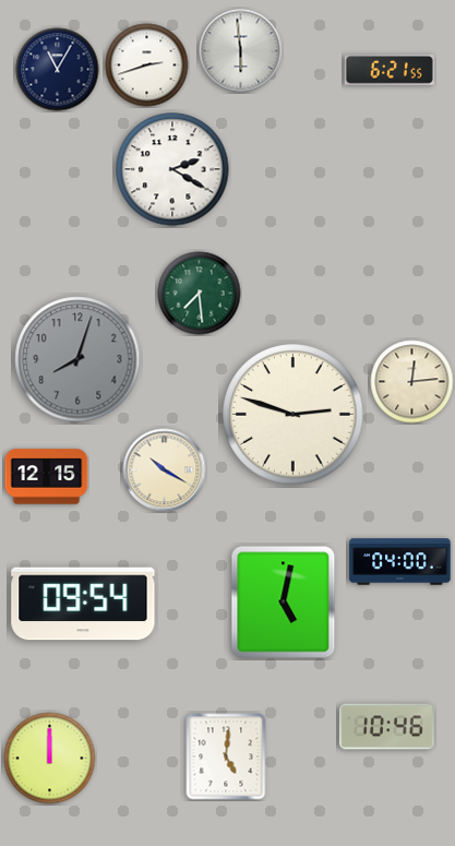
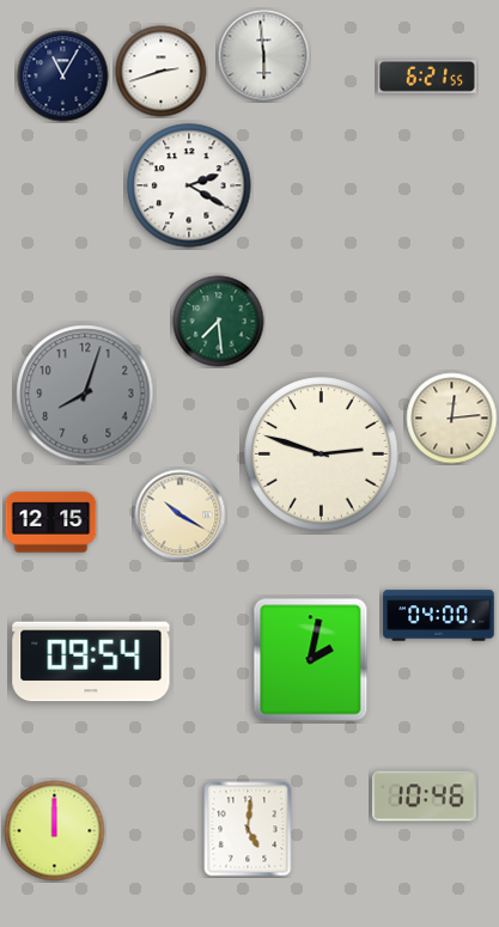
clock at (284, 603): 5:02 -> 2:02
